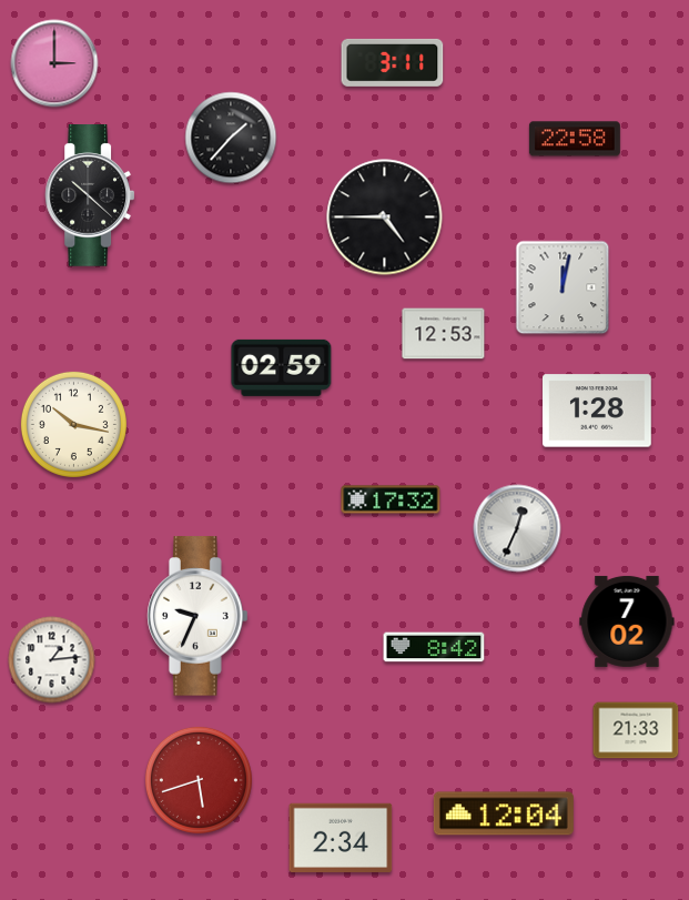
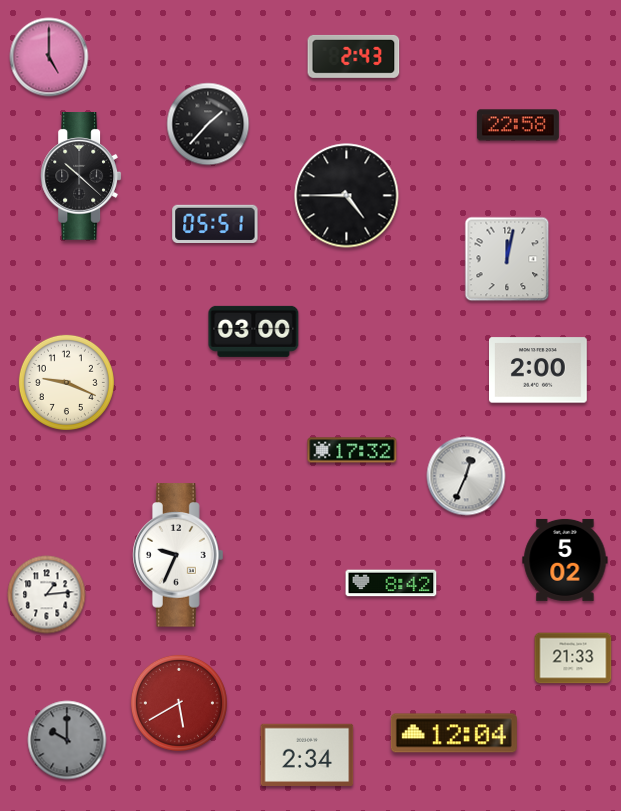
clock at (393, 62): 3:11 -> 2:43
clock at (54, 63): 3:00 -> 5:00
clock at (215, 223): none -> 05:51
clock at (444, 334): 12:53 -> none
clock at (282, 367): 02:59 -> 03:00
clock at (598, 411): 1:28 -> 2:00
clock at (73, 424): 10:17 -> 9:19
clock at (627, 621): 7:02 -> 5:02
clock at (199, 780): 5:42 -> 5:40
clock at (67, 740): none -> 10:00
